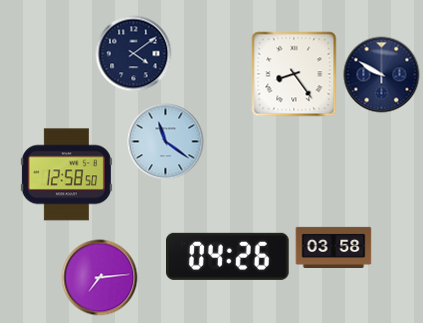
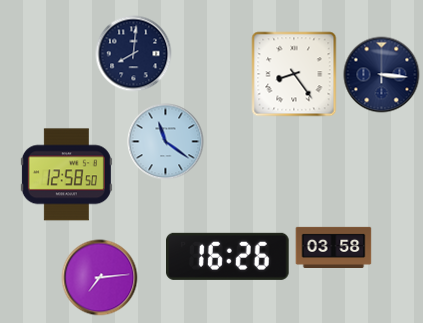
clock at (134, 54): 4:09 -> 8:01
clock at (382, 75): 9:50 -> 3:16
clock at (228, 256): 04:26 -> 16:26
